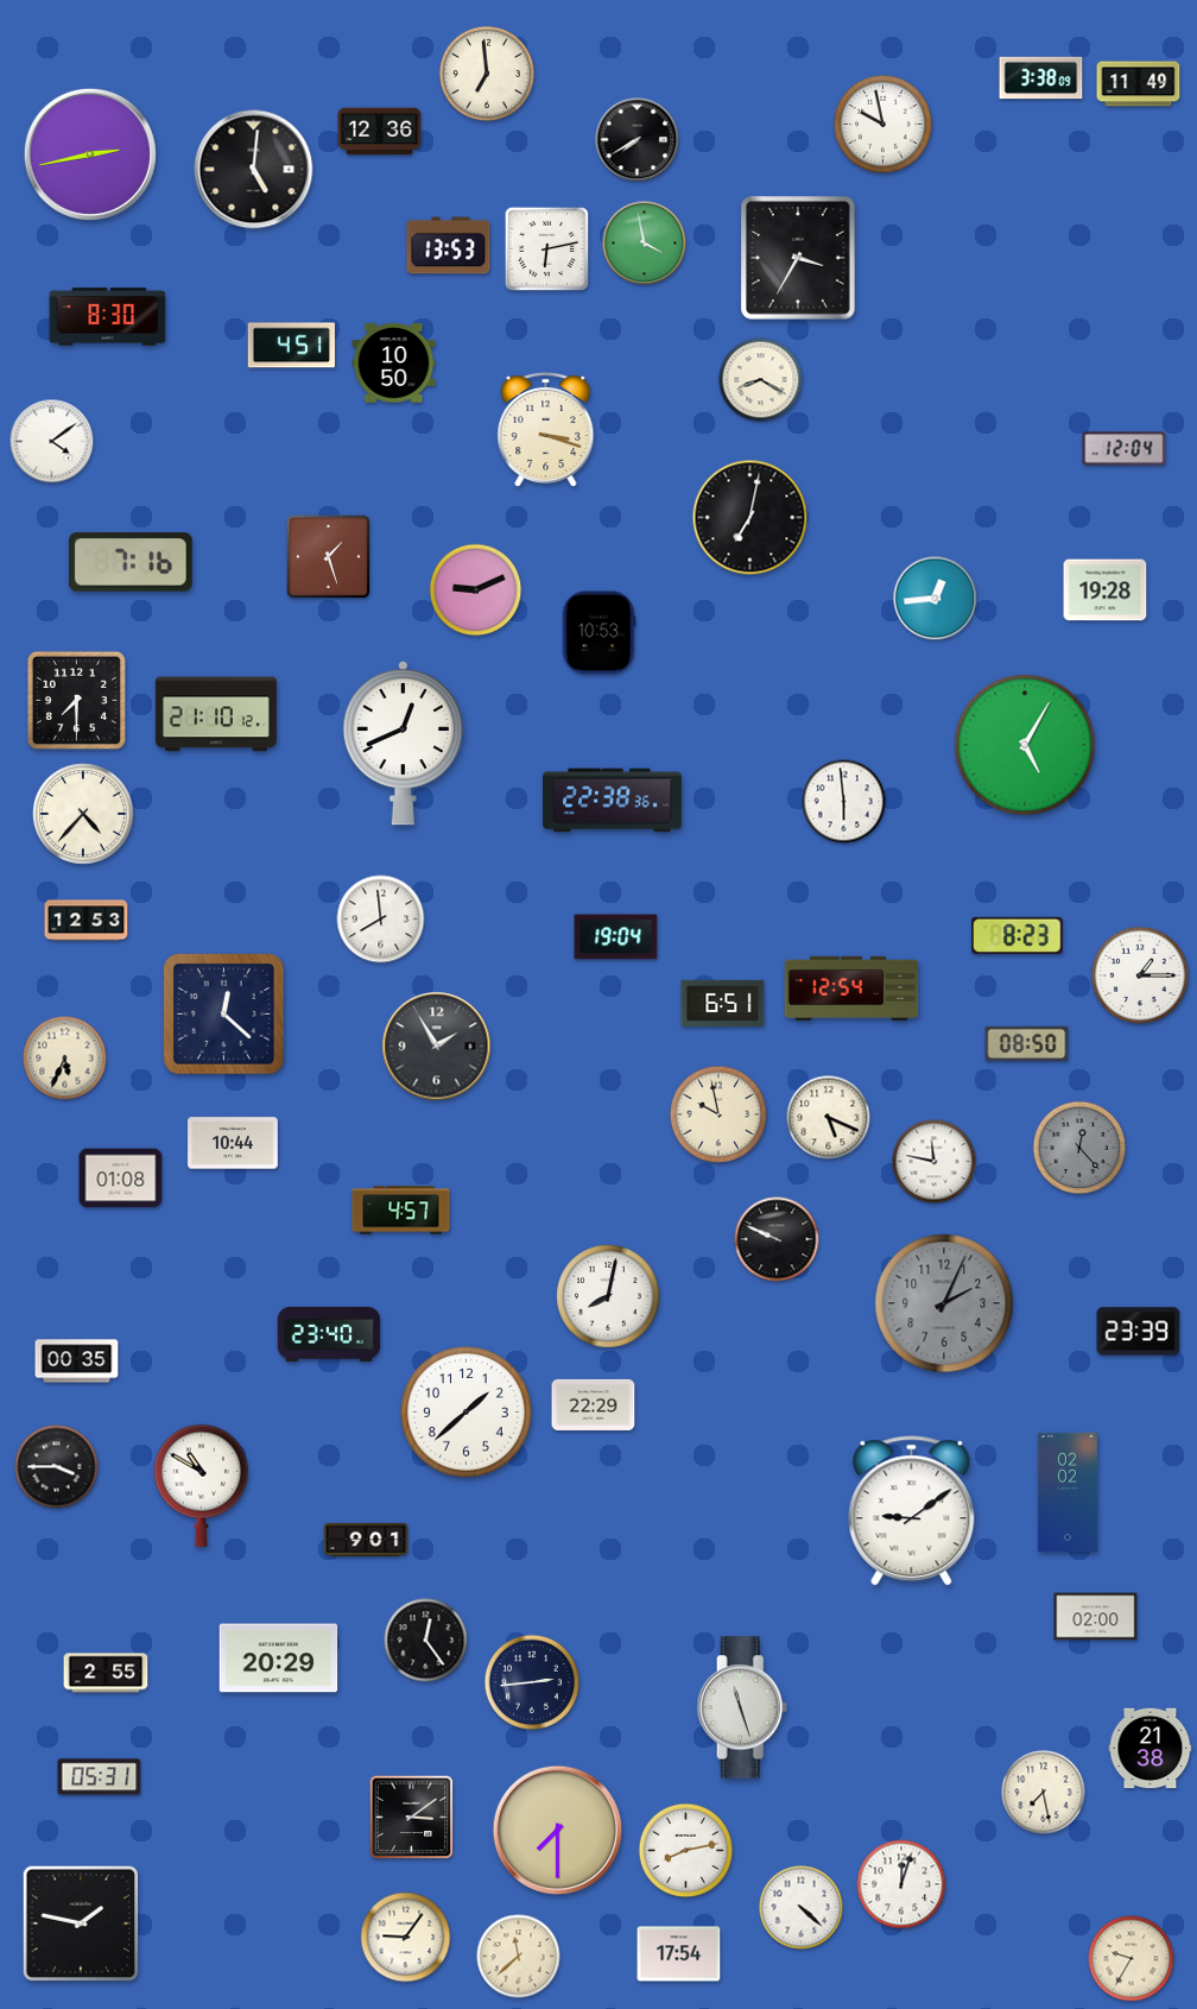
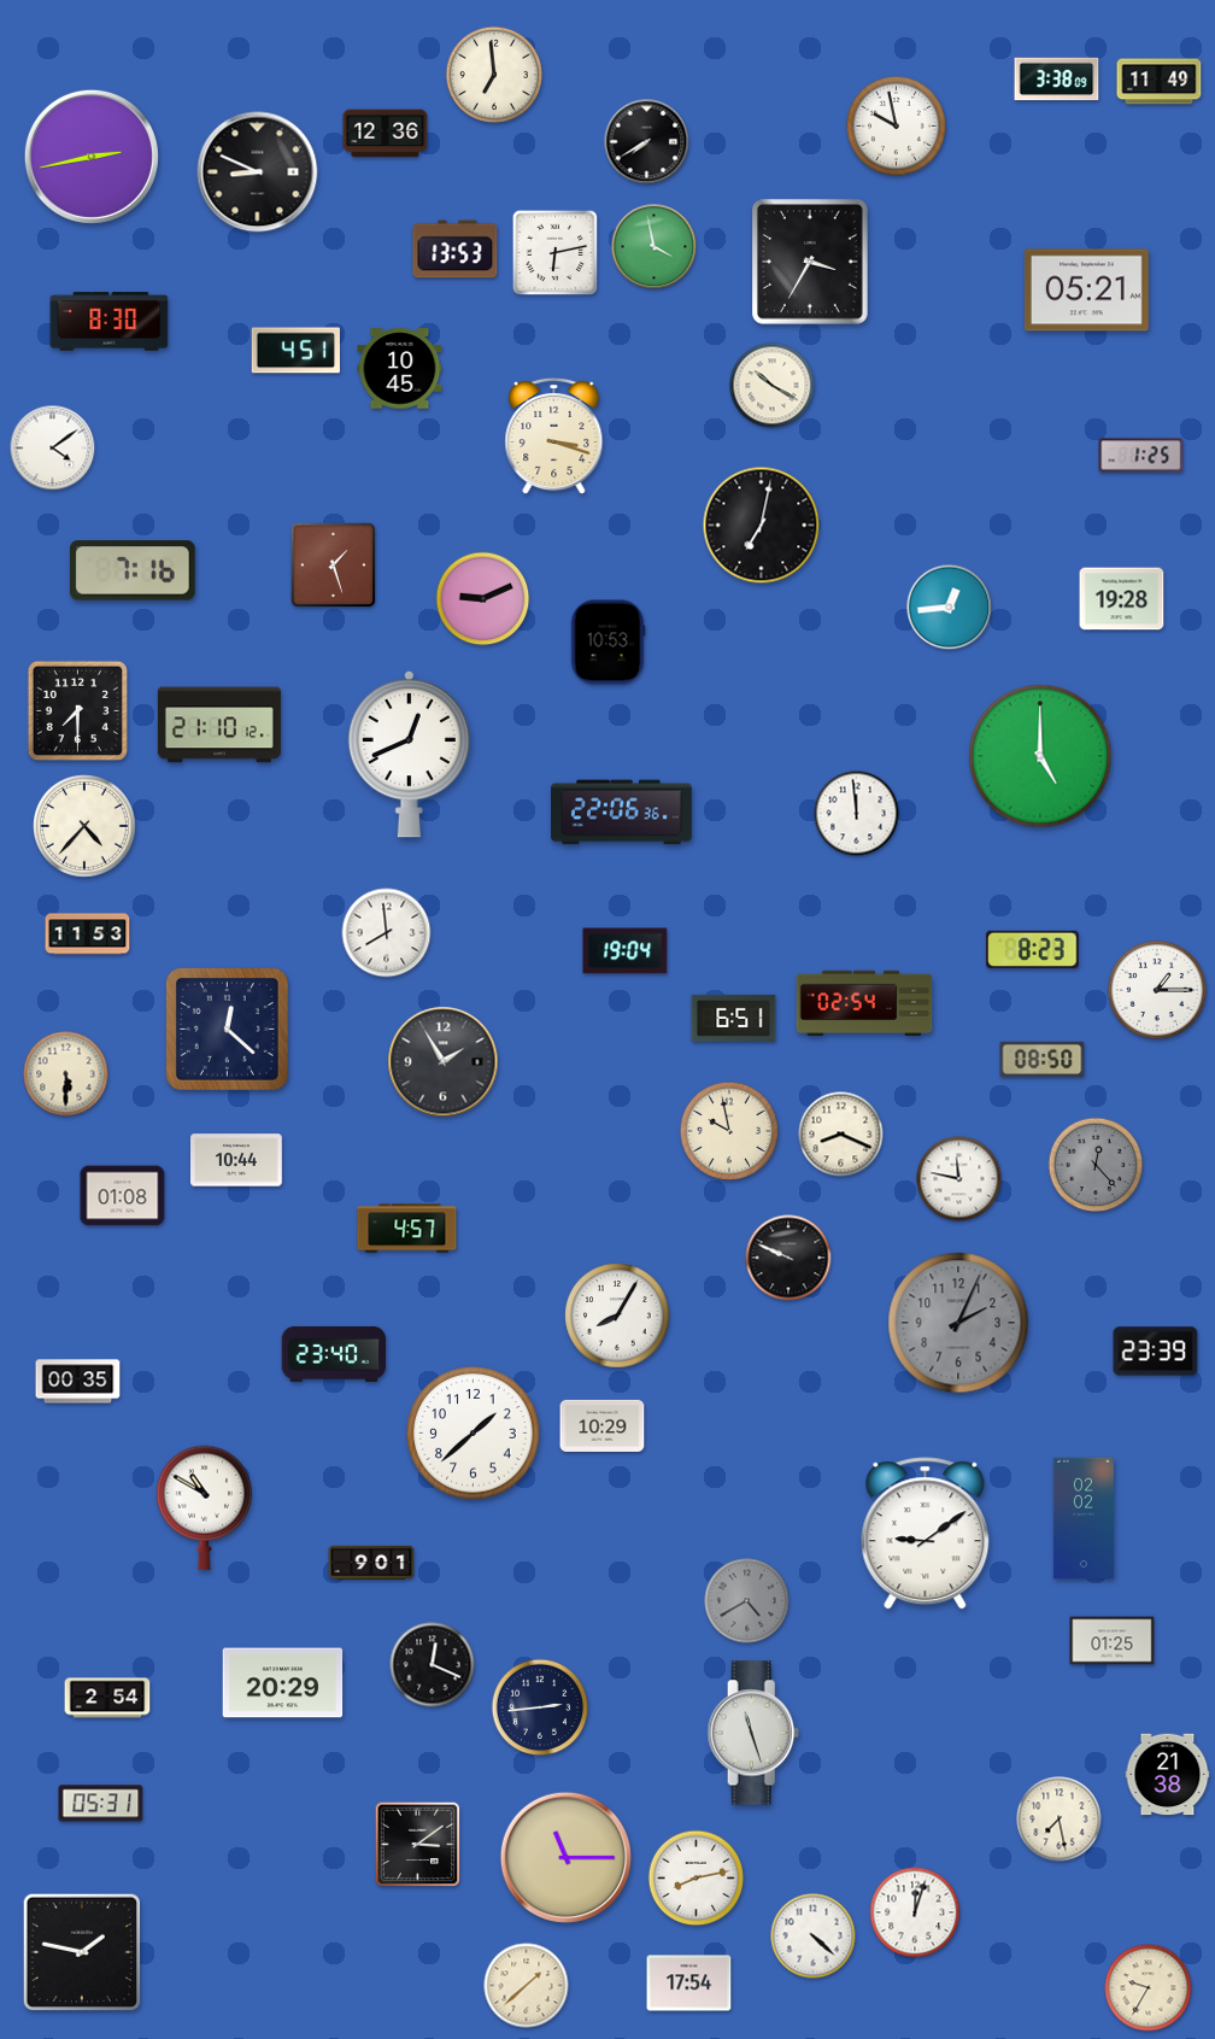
clock at (1139, 84) position: (1139, 84) -> (1160, 82)
clock at (254, 170): 5:01 -> 8:49
clock at (1086, 291): none -> 05:21
clock at (394, 364): 10:50 -> 10:45
clock at (761, 380): 8:20 -> 10:20
clock at (1125, 449): 12:04 -> 1:25
clock at (1025, 745): 5:05 -> 5:00
clock at (613, 801): 22:38 -> 22:06
clock at (844, 802): 5:59 -> 11:59
clock at (87, 921): 12:53 -> 11:53
clock at (851, 987): 12:54 -> 02:54
clock at (65, 1059): 5:34 -> 5:30
clock at (829, 1118): 5:19 -> 8:19
clock at (935, 1162) position: (935, 1162) -> (959, 1179)
clock at (608, 1296): 8:02 -> 8:05
clock at (594, 1404): 22:29 -> 10:29
clock at (57, 1467): 3:45 -> none
clock at (1068, 1492) position: (1068, 1492) -> (1084, 1518)
clock at (747, 1601): none -> 4:40
clock at (1096, 1617): 02:00 -> 01:25
clock at (426, 1641): 12:24 -> 12:19
clock at (106, 1673): 2:55 -> 2:54
clock at (557, 1830): 7:30 -> 11:15
clock at (406, 1938): 9:06 -> none
clock at (519, 1957): 11:38 -> 1:38
